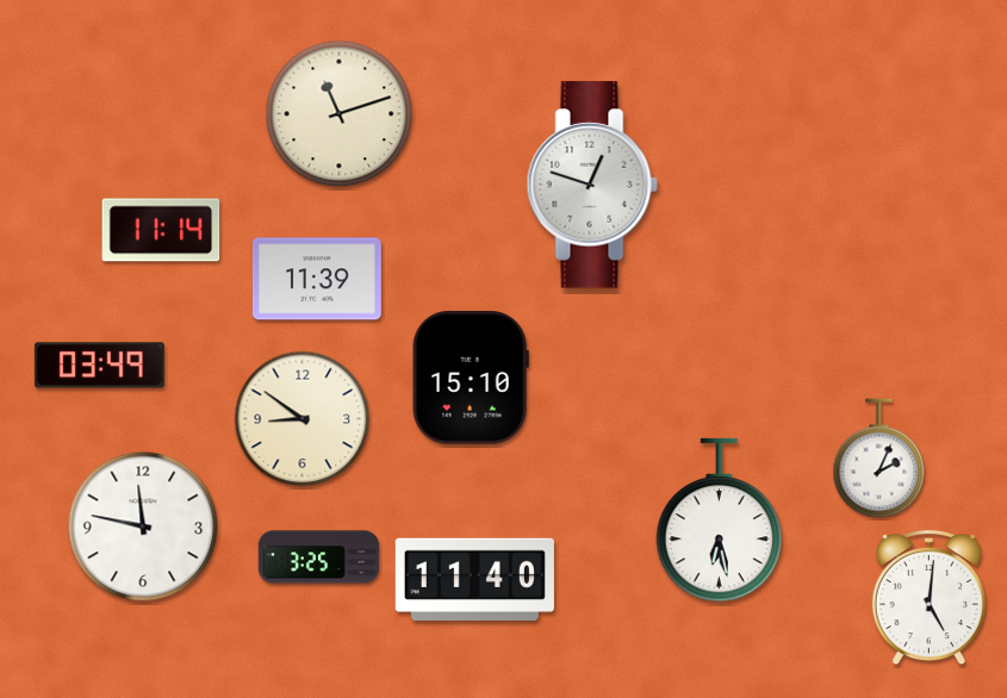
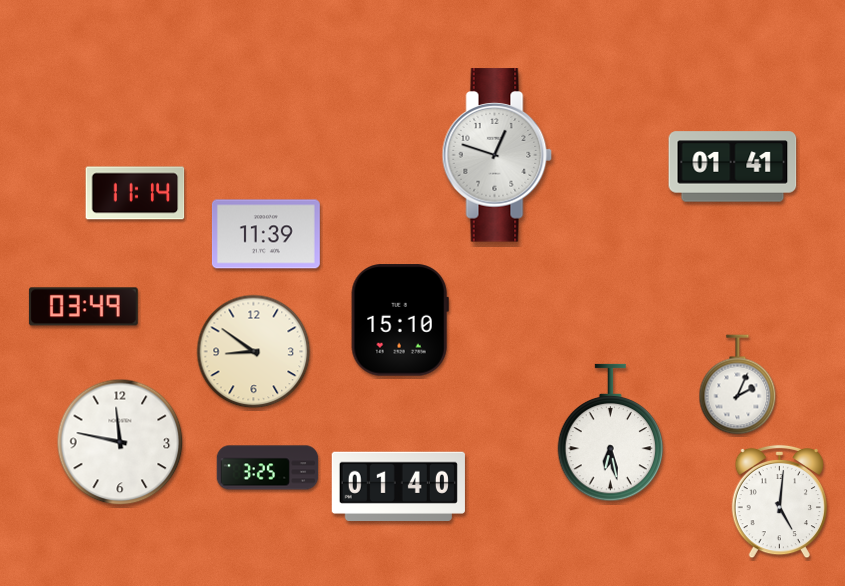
clock at (340, 114): 11:12 -> none
clock at (733, 167): none -> 01:41
clock at (471, 378) position: (471, 378) -> (400, 320)
clock at (720, 521) position: (720, 521) -> (611, 433)
clock at (474, 579): 11:40 -> 01:40
